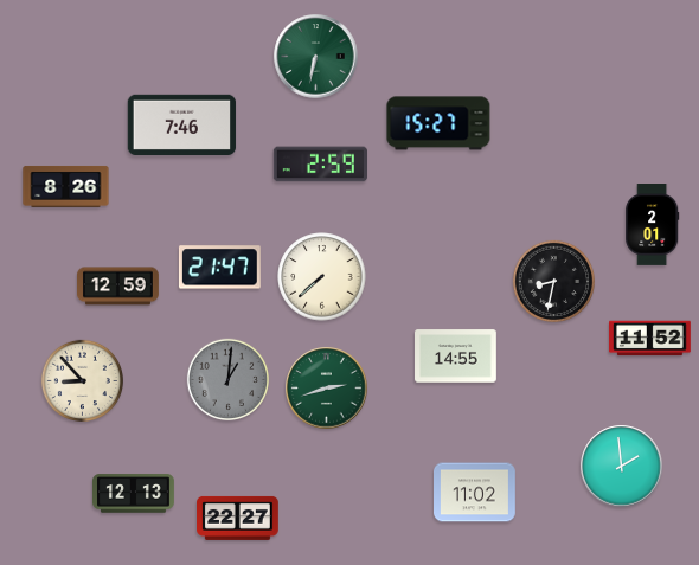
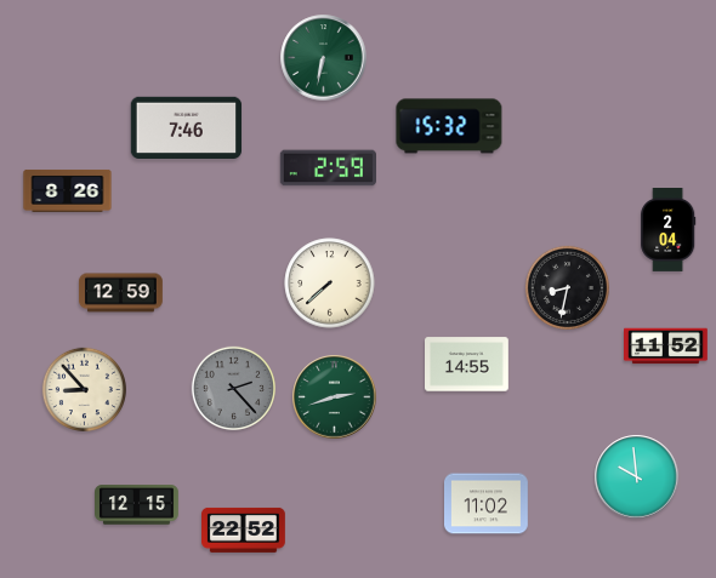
clock at (438, 123): 15:27 -> 15:32
clock at (653, 225): 2:01 -> 2:04
clock at (219, 268): 21:47 -> none
clock at (227, 379): 1:01 -> 2:23
clock at (622, 467): 1:59 -> 9:59
clock at (134, 494): 12:13 -> 12:15
clock at (238, 518): 22:27 -> 22:52
